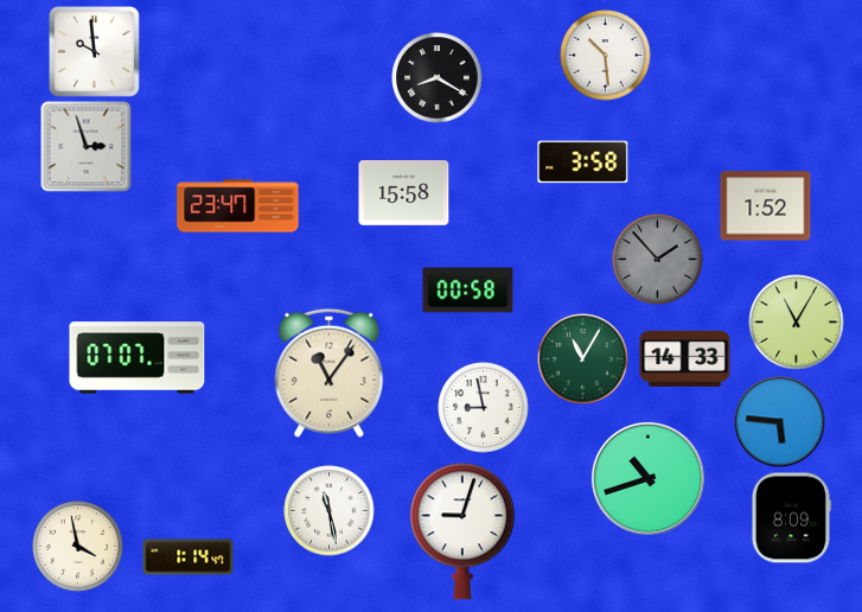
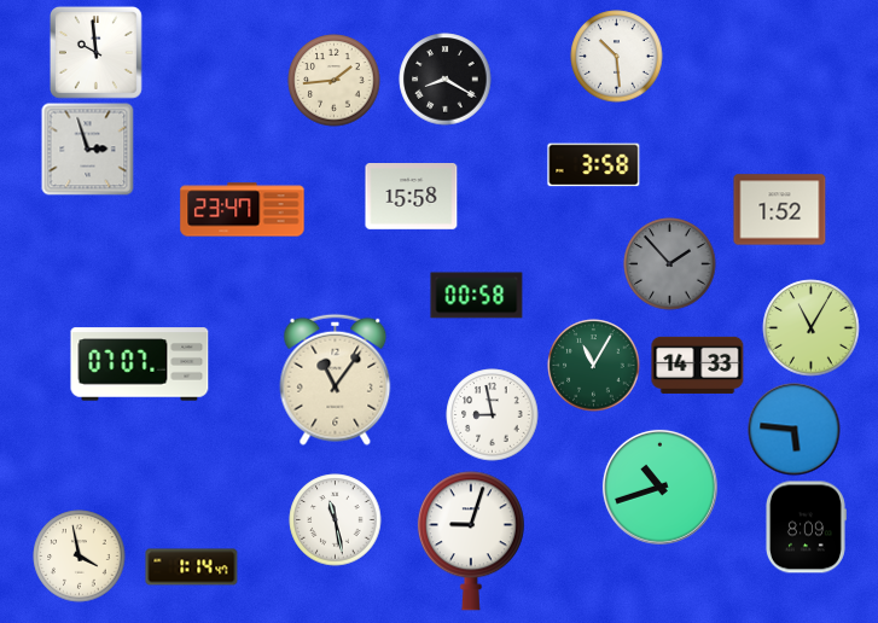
clock at (335, 81): none -> 1:44
